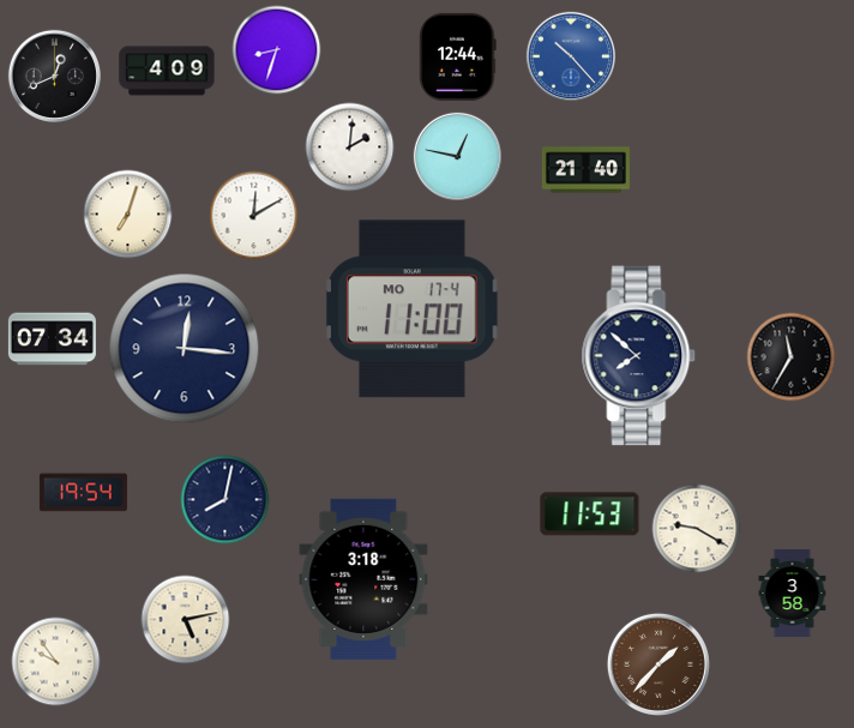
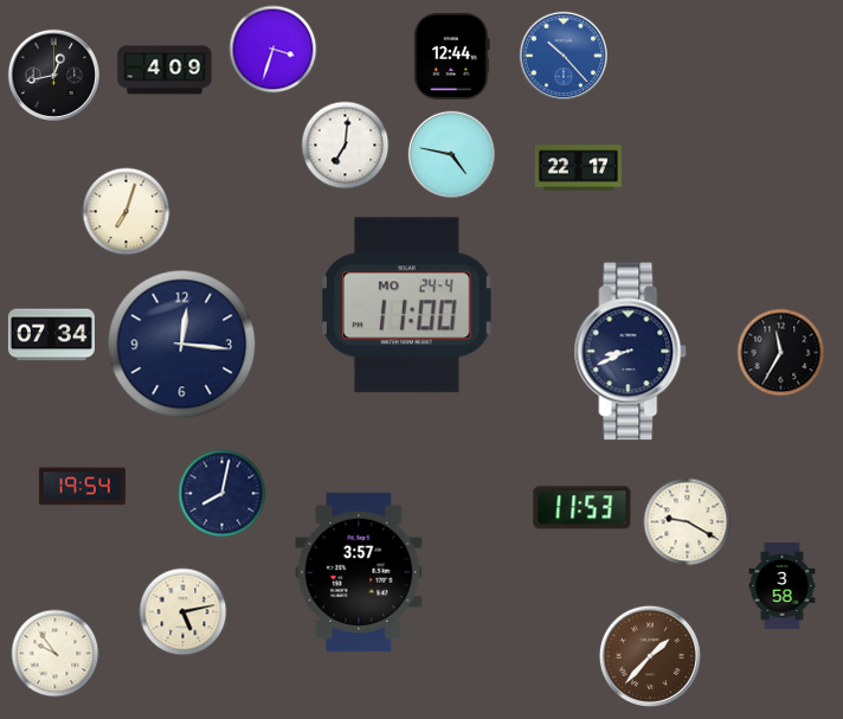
clock at (277, 50): 8:33 -> 3:33
clock at (54, 76): 12:41 -> 12:43
clock at (350, 148): 2:01 -> 7:01
clock at (457, 156): 12:47 -> 4:47
clock at (585, 170): 21:40 -> 22:17
clock at (254, 216): 12:10 -> none
clock at (411, 309) date: MO 17-4 -> MO 24-4
clock at (639, 356): 7:52 -> 8:41
clock at (363, 579): 3:18 -> 3:57
